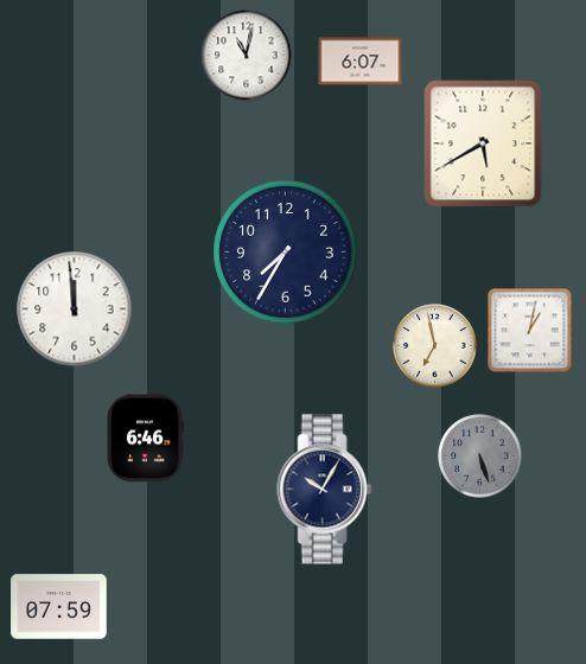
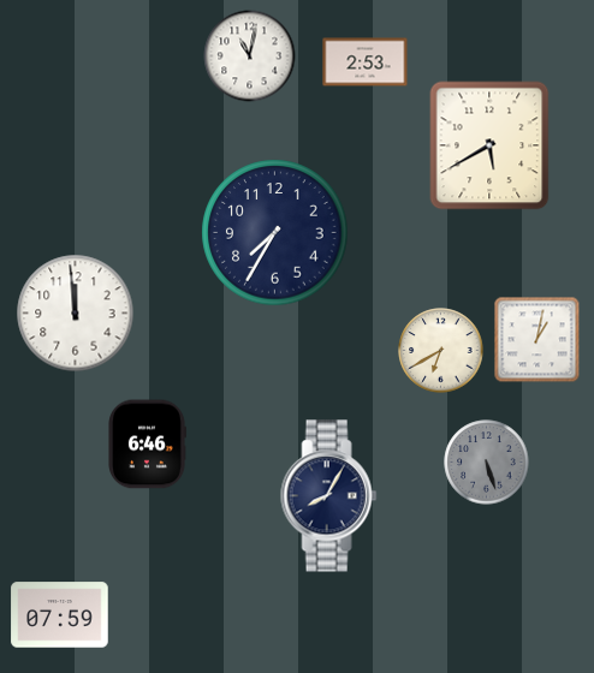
clock at (361, 62): 6:07 -> 2:53
clock at (286, 253) position: (286, 253) -> (275, 233)
clock at (530, 331) position: (530, 331) -> (537, 340)
clock at (435, 346): 6:58 -> 6:40
clock at (325, 490): 10:05 -> 8:05
